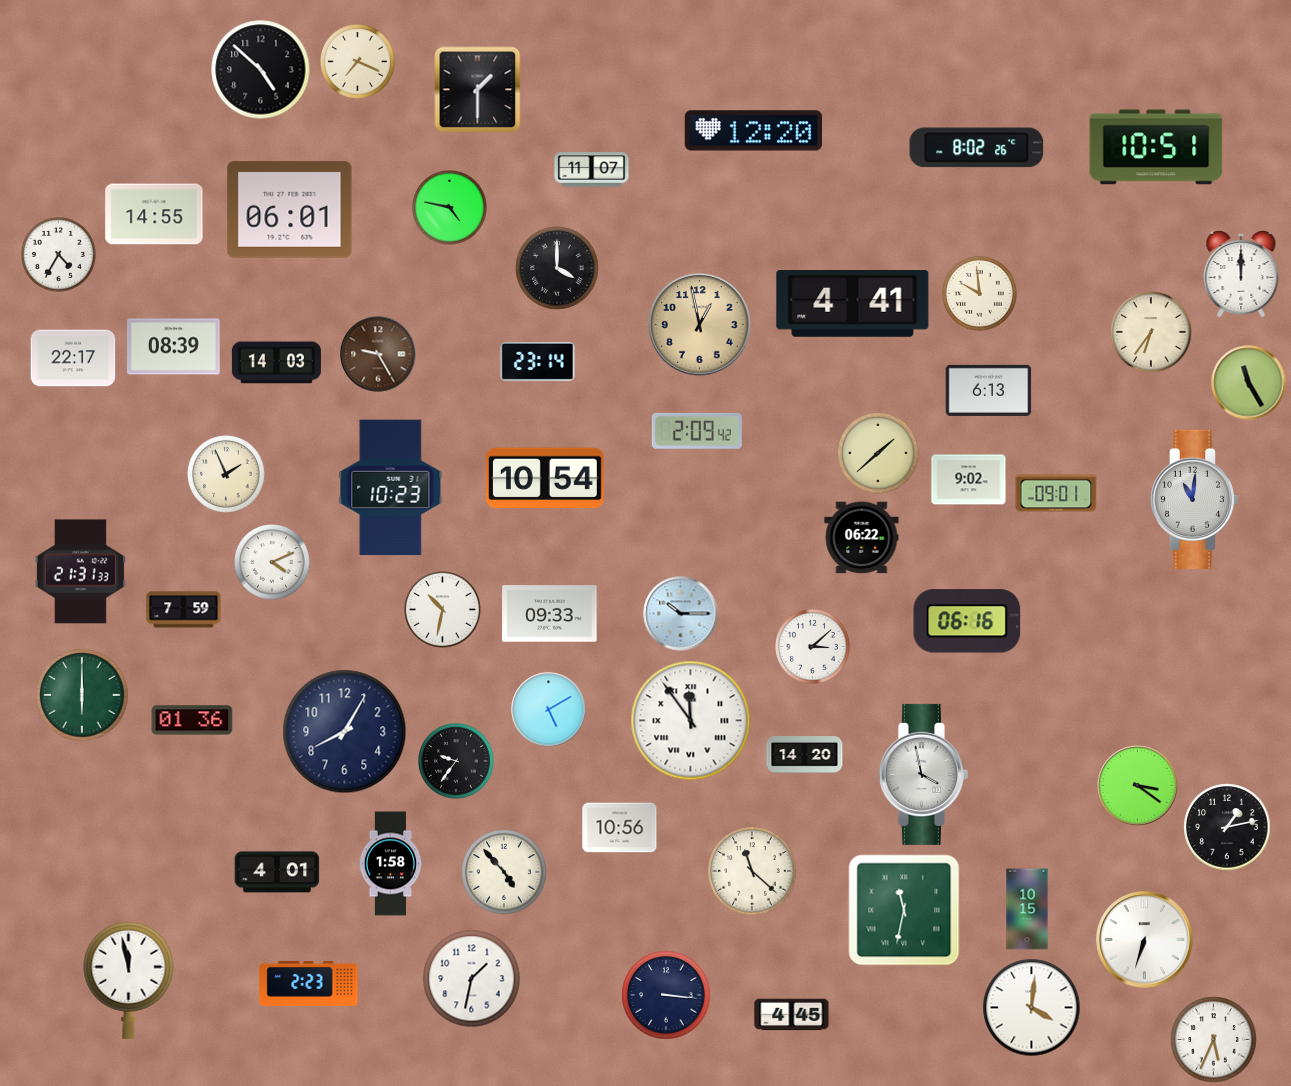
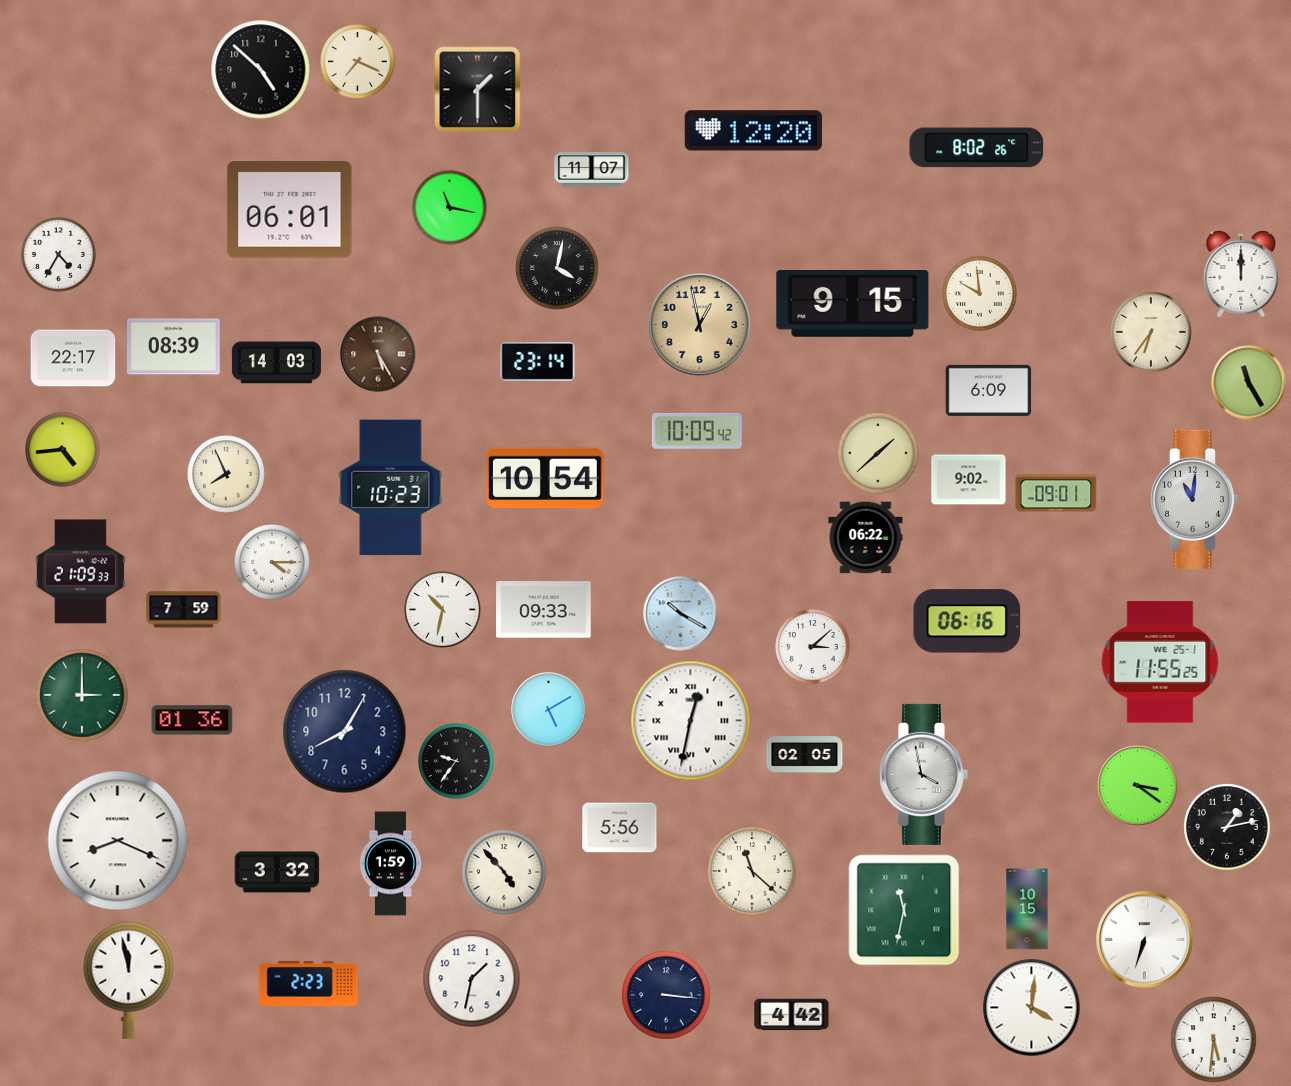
clock at (1156, 147): 10:51 -> none
clock at (450, 208): 4:47 -> 11:17
clock at (154, 214): 14:55 -> none
clock at (557, 268): 4:00 -> 4:02
clock at (853, 303): 4:41 -> 9:15
clock at (378, 354): 9:25 -> 5:25
clock at (989, 390): 6:13 -> 6:09
clock at (697, 431): 2:09 -> 10:09
clock at (63, 450): none -> 4:44
clock at (226, 474): 1:56 -> 7:56
clock at (862, 538) position: (862, 538) -> (866, 538)
clock at (273, 563): 4:11 -> 4:15
clock at (80, 572): 21:31 -> 21:09
clock at (550, 614) position: (550, 614) -> (544, 610)
clock at (681, 614): 10:15 -> 10:20
clock at (1160, 662): none -> 11:55
clock at (82, 695): 6:00 -> 3:00
clock at (691, 721): 11:54 -> 12:32
clock at (805, 755): 14:20 -> 02:05
clock at (620, 828): 10:56 -> 5:56
clock at (118, 841): none -> 8:19
clock at (391, 864): 1:58 -> 1:59
clock at (277, 872): 4:01 -> 3:32
clock at (792, 1015): 4:45 -> 4:42
clock at (1214, 1040): 5:34 -> 5:31
